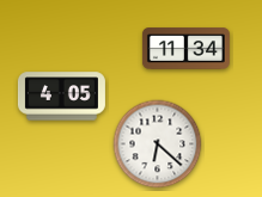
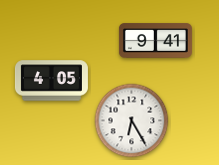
clock at (185, 49): 11:34 -> 9:41
clock at (158, 144): 6:22 -> 6:25
